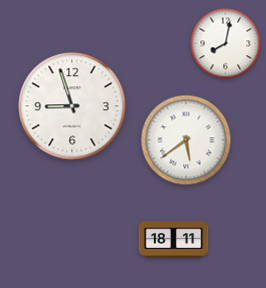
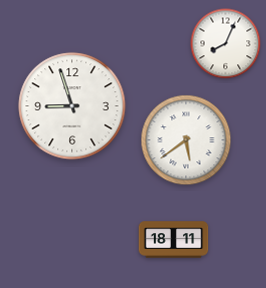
clock at (226, 44): 8:02 -> 8:04
